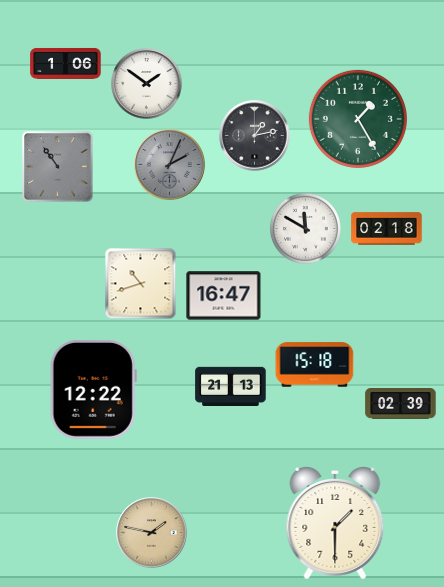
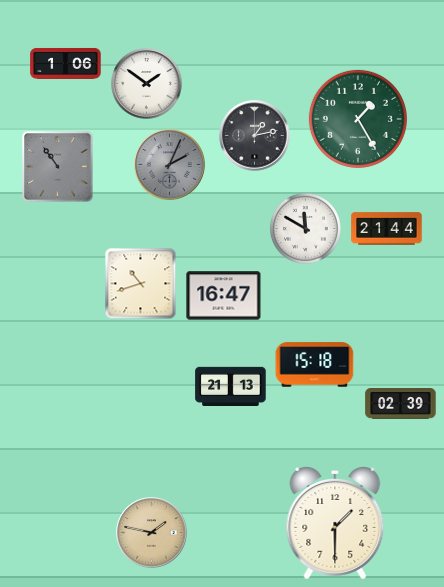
clock at (387, 229): 02:18 -> 21:44
clock at (93, 389): 12:22 -> none
